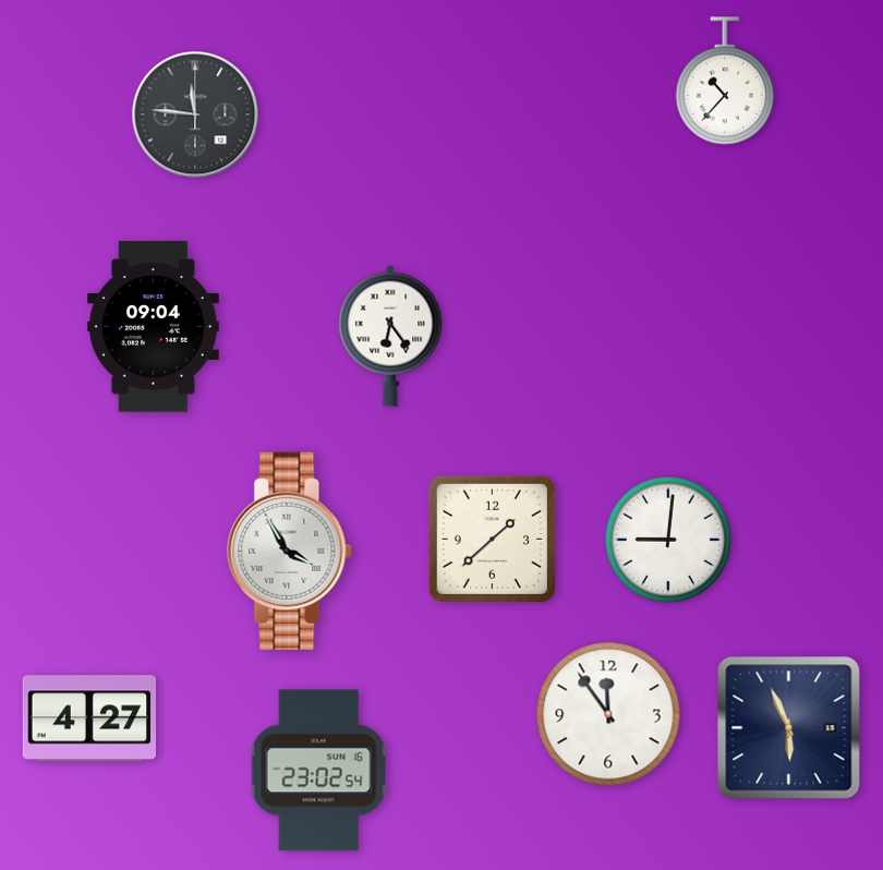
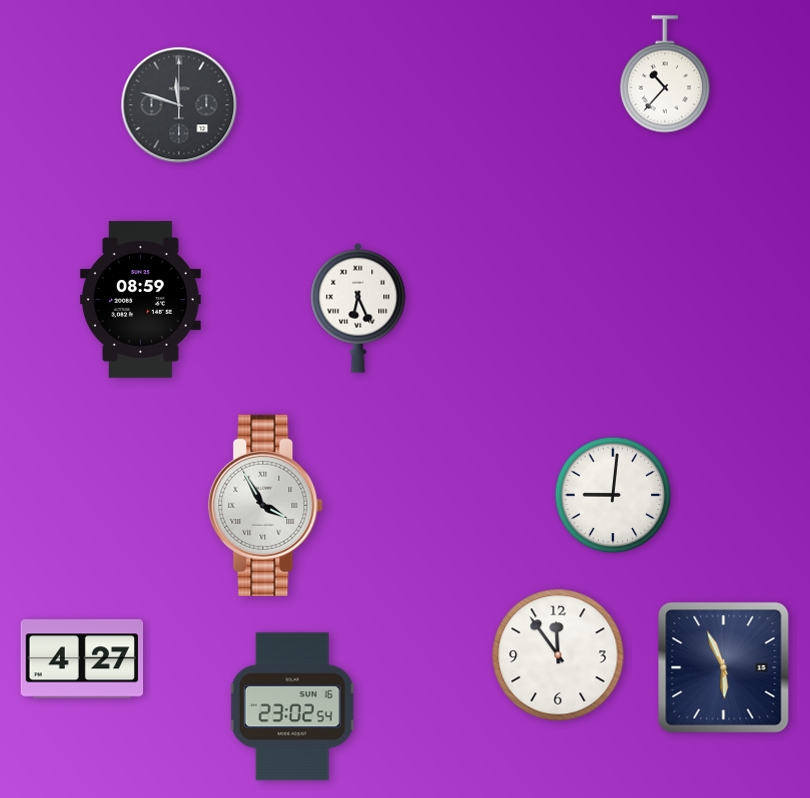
clock at (195, 114): 11:46 -> 11:48
clock at (153, 327): 09:04 -> 08:59
clock at (390, 336): 6:24 -> 6:26
clock at (492, 539): 1:38 -> none
